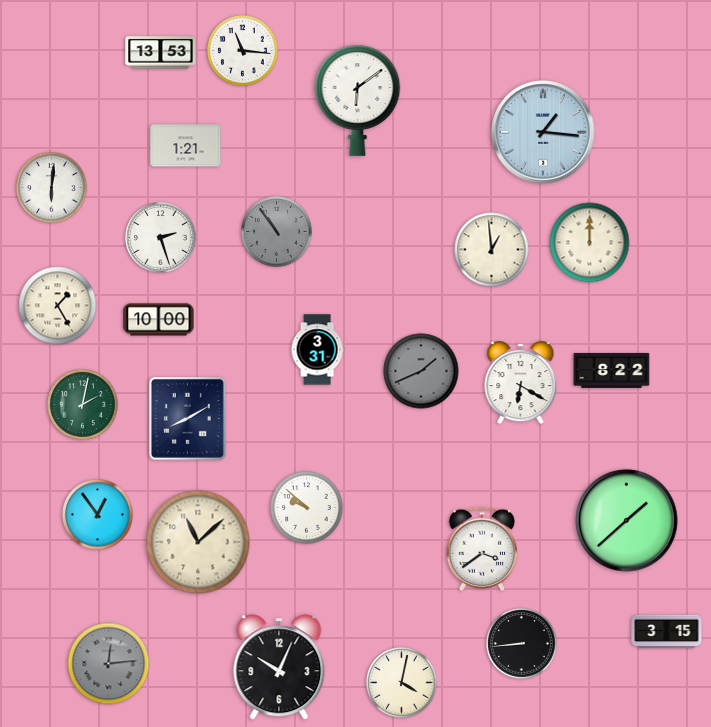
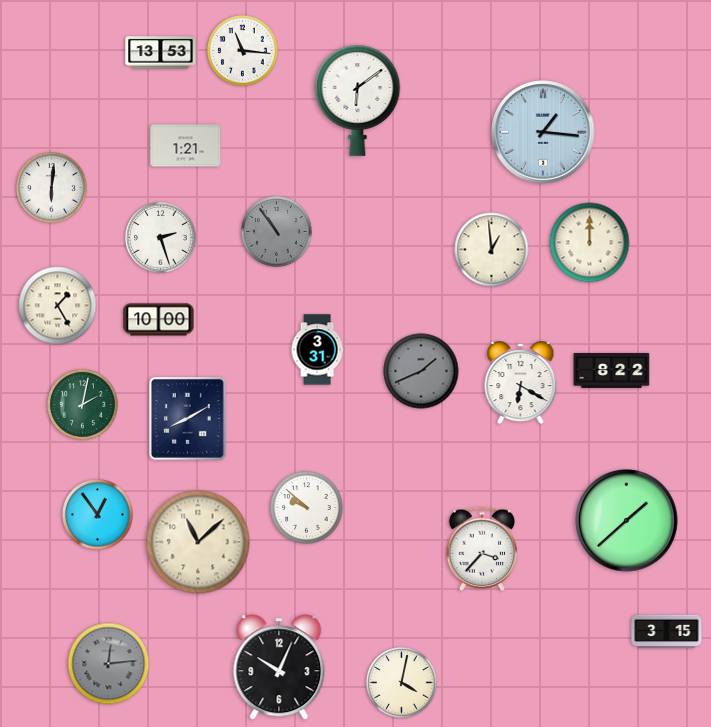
clock at (482, 548): 3:39 -> 3:37
clock at (522, 644): 8:44 -> none
